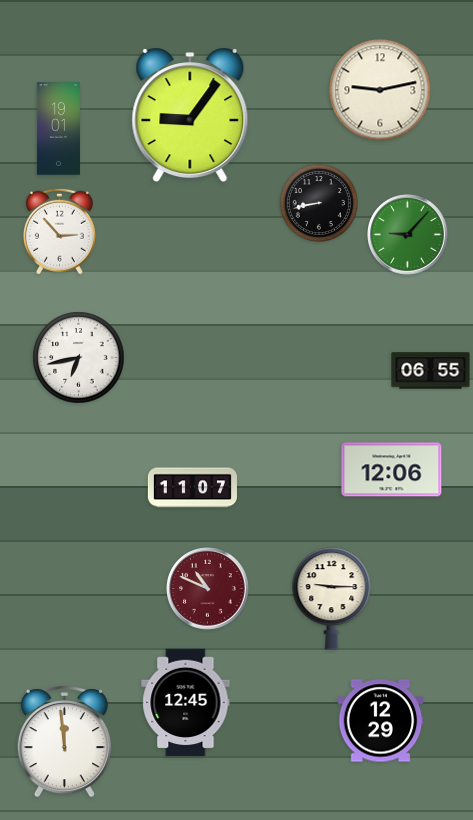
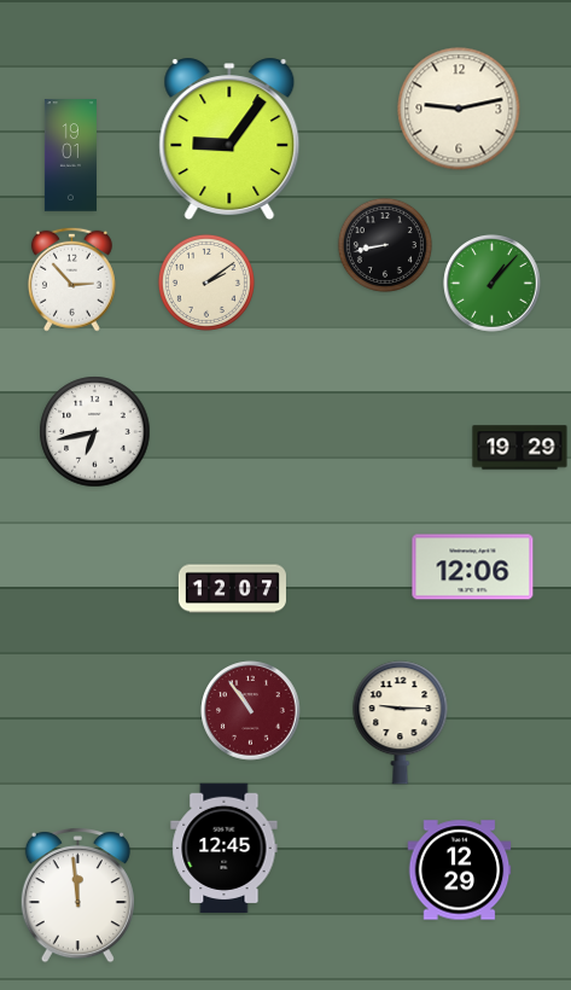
clock at (206, 283): none -> 2:09
clock at (408, 235): 9:07 -> 1:07
clock at (431, 371): 06:55 -> 19:29
clock at (192, 488): 11:07 -> 12:07
clock at (208, 589): 10:49 -> 10:54
